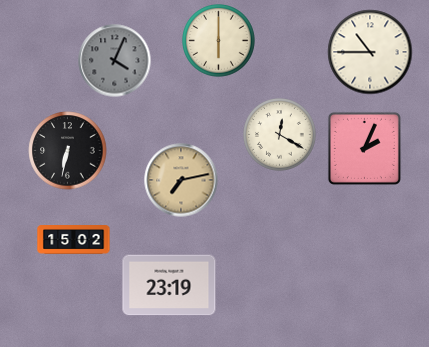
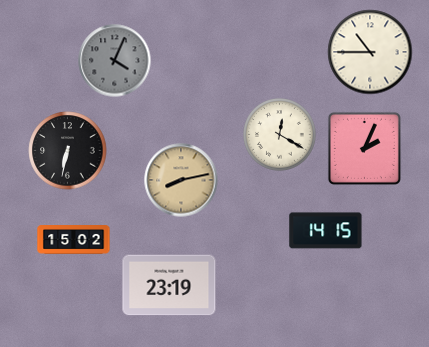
clock at (219, 41): 6:00 -> none
clock at (181, 180): 7:13 -> 8:13
clock at (326, 231): none -> 14:15
